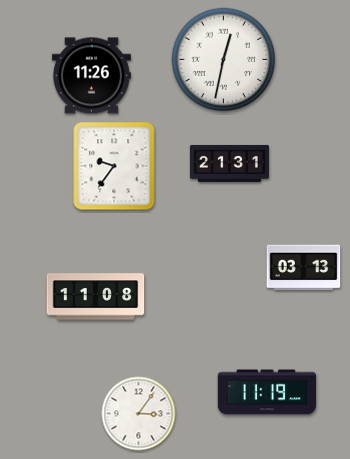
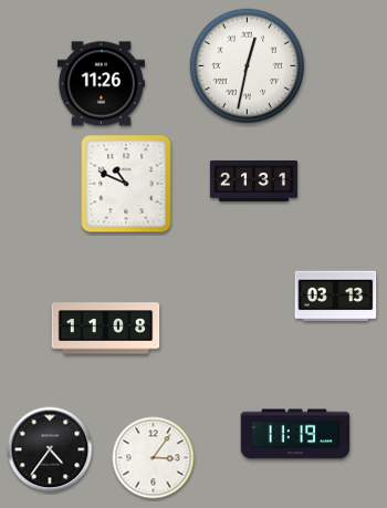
clock at (114, 166): 9:36 -> 10:49
clock at (50, 449): none -> 4:36
